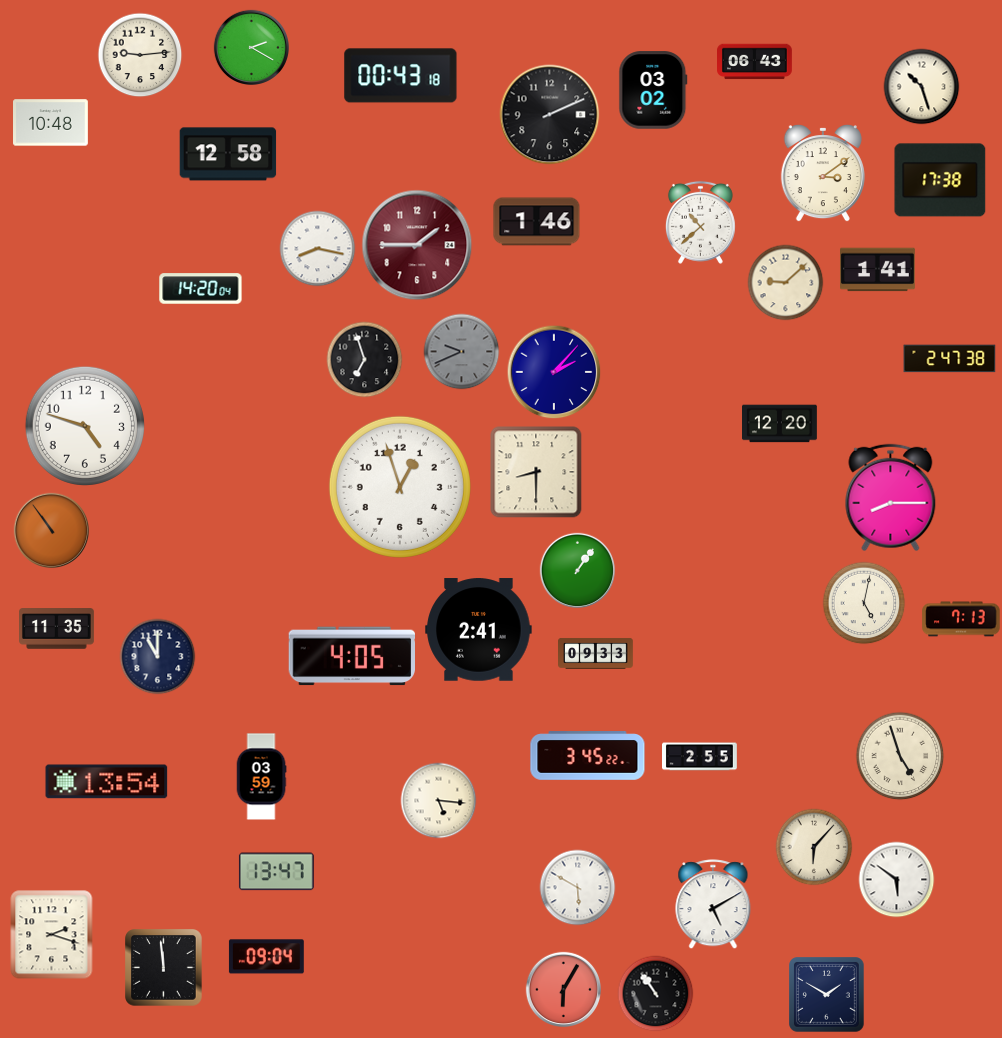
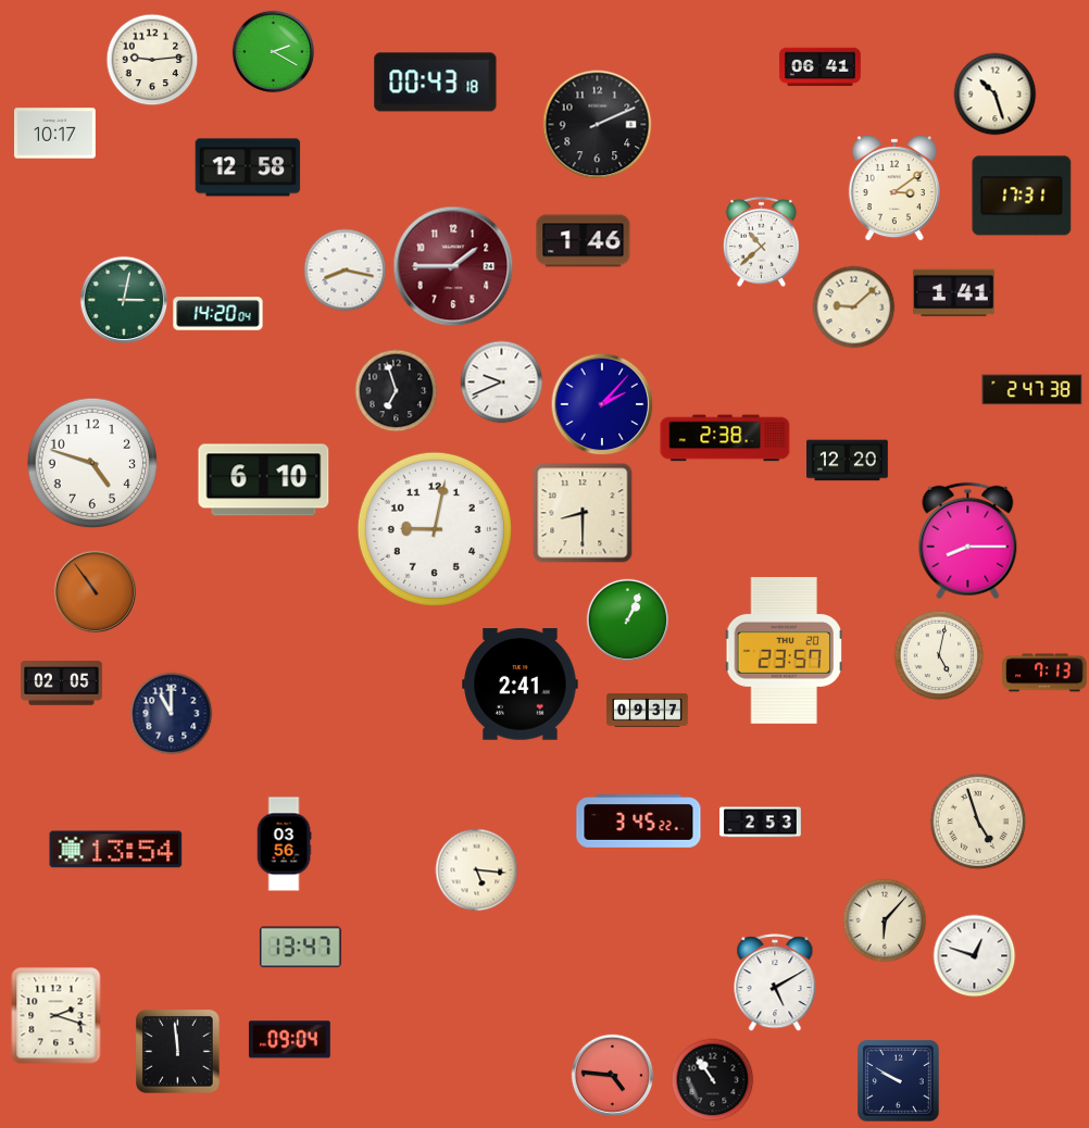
clock at (755, 62): 06:43 -> 06:41
clock at (922, 87) position: (922, 87) -> (996, 95)
clock at (653, 90): 03:02 -> none
clock at (51, 123): 10:48 -> 10:17
clock at (940, 180): 17:38 -> 17:31
clock at (124, 300): none -> 3:02
clock at (462, 352) dial: grey -> white
clock at (725, 438): none -> 2:38
clock at (264, 480): none -> 6:10
clock at (400, 487): 12:57 -> 9:02
clock at (51, 530) position: (51, 530) -> (95, 591)
clock at (577, 570): 1:06 -> 1:04
clock at (784, 651): none -> 23:57
clock at (57, 629): 11:35 -> 02:05
clock at (596, 653): 09:33 -> 09:37
clock at (351, 656): 4:05 -> none
clock at (700, 757): 2:55 -> 2:53
clock at (261, 777): 03:59 -> 03:56
clock at (897, 880): 5:51 -> 12:48
clock at (578, 888): 5:50 -> none
clock at (563, 989): 6:05 -> 4:46
clock at (827, 995): 1:50 -> 9:50
